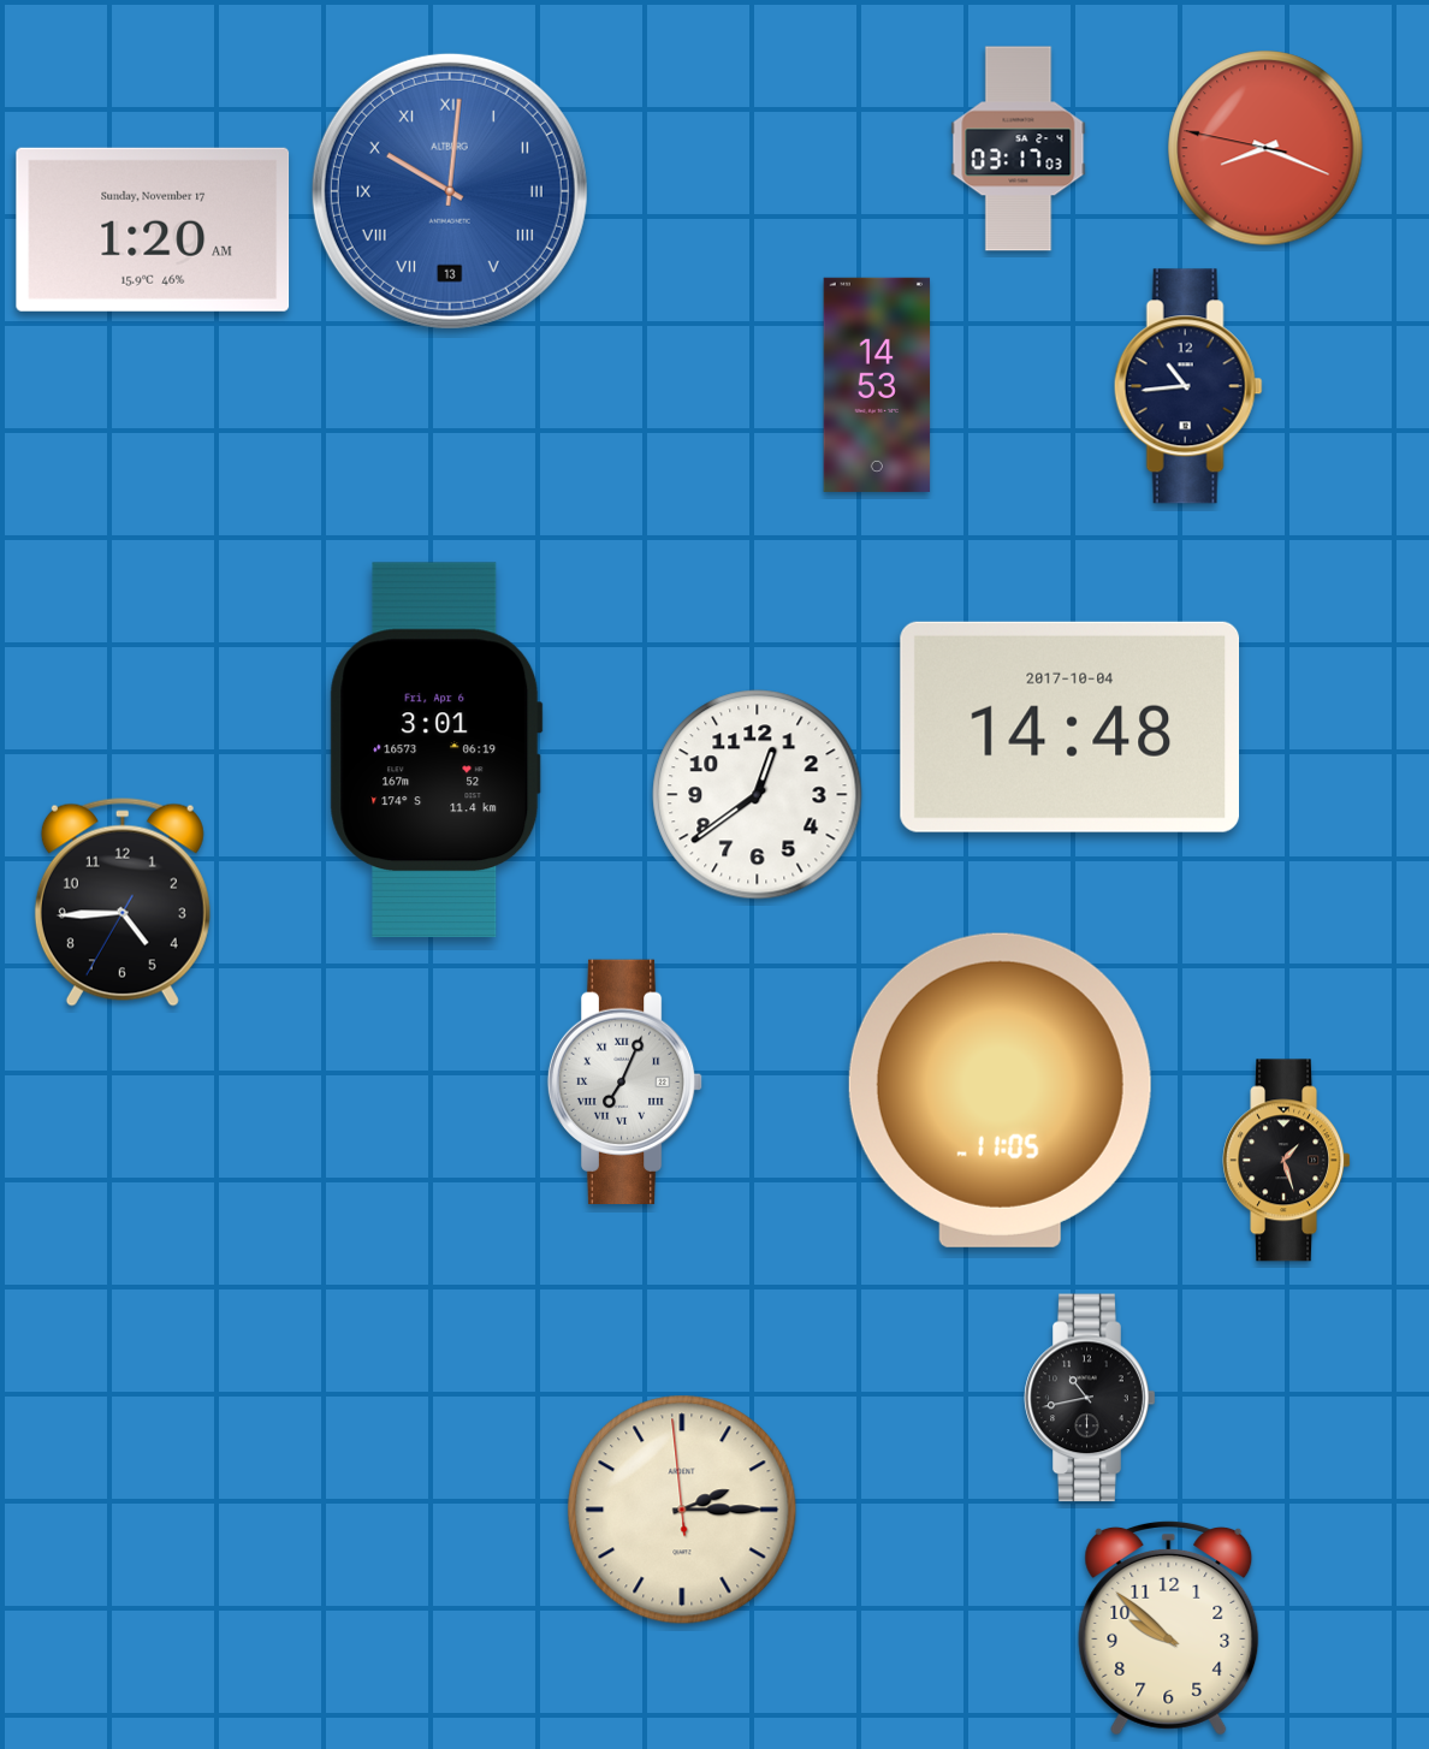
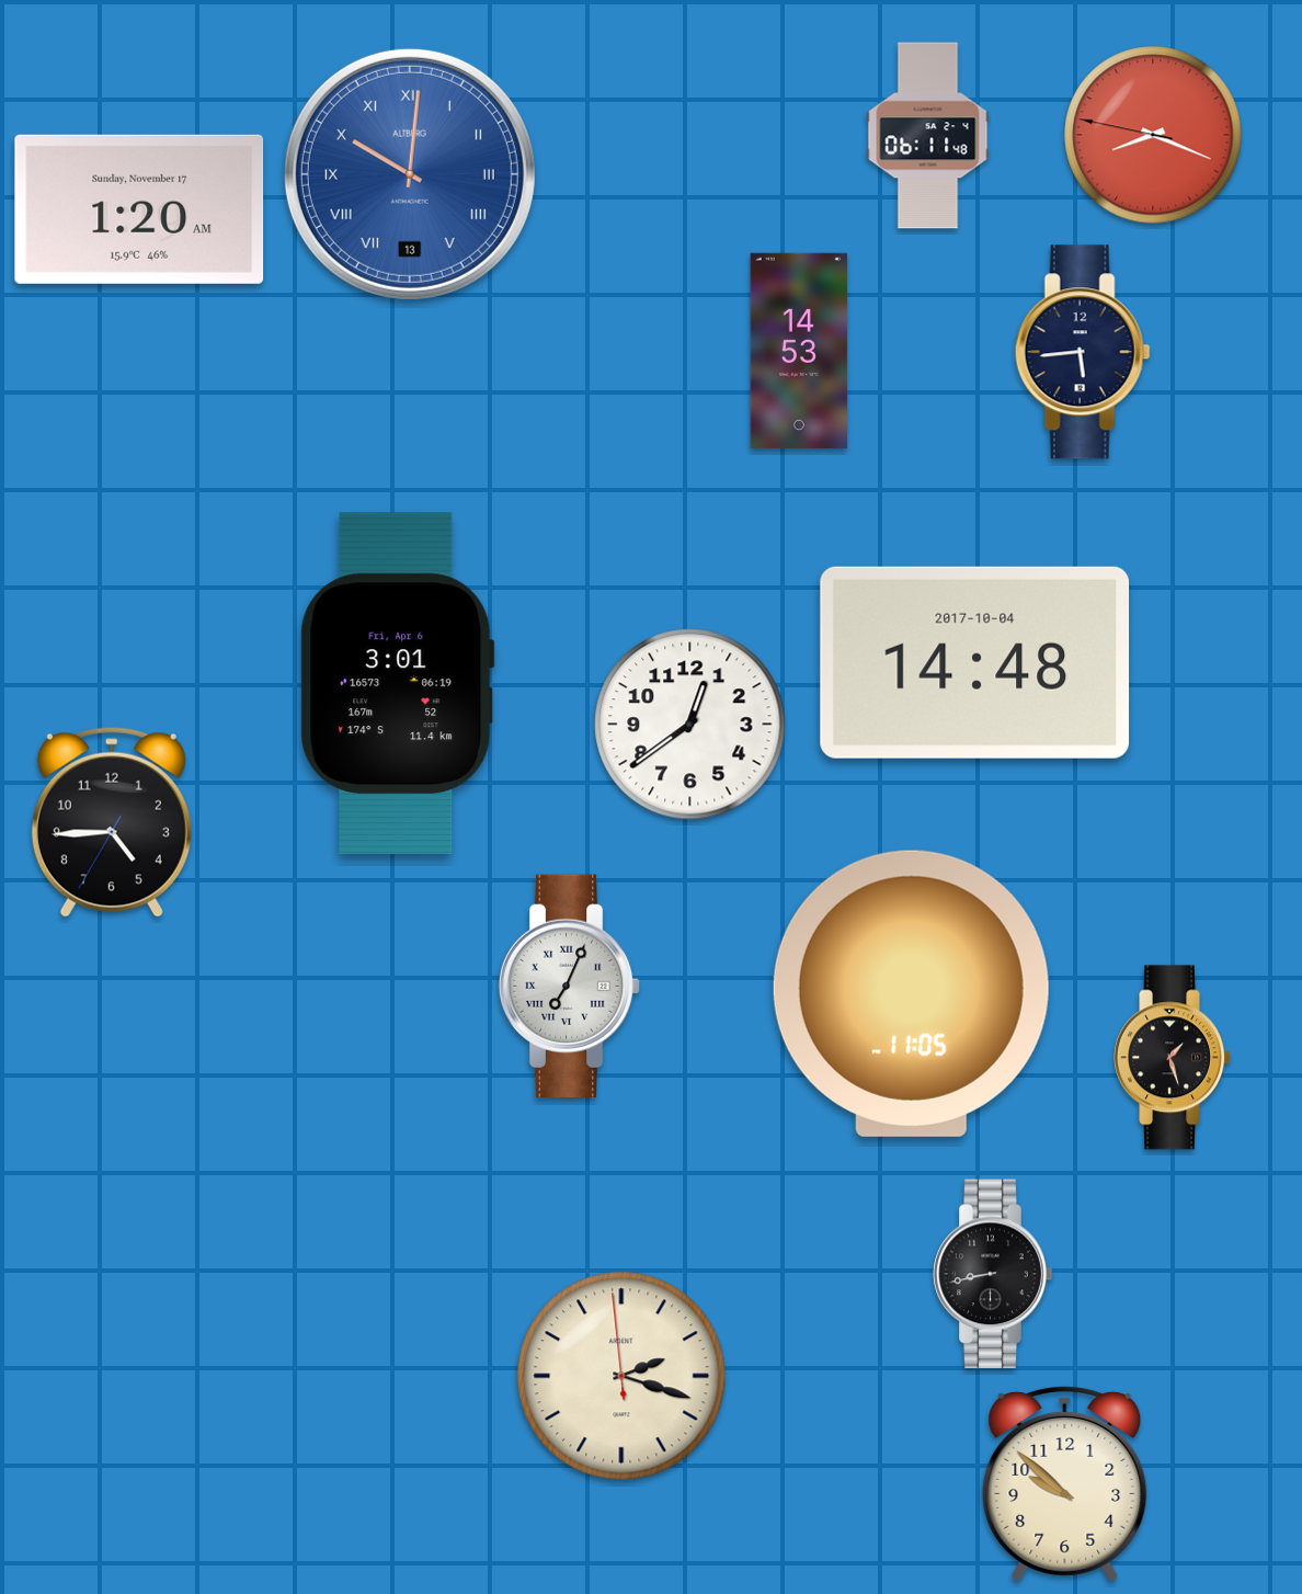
clock at (1019, 149): 03:17 -> 06:11
clock at (1188, 386): 10:44 -> 5:44
clock at (1090, 1398): 10:43 -> 8:43
clock at (682, 1510): 2:14 -> 2:17
